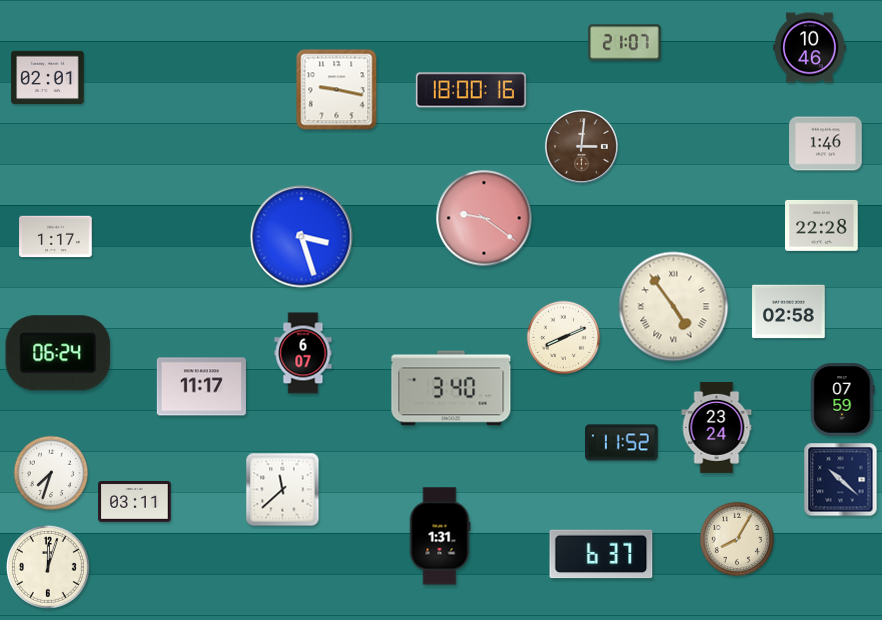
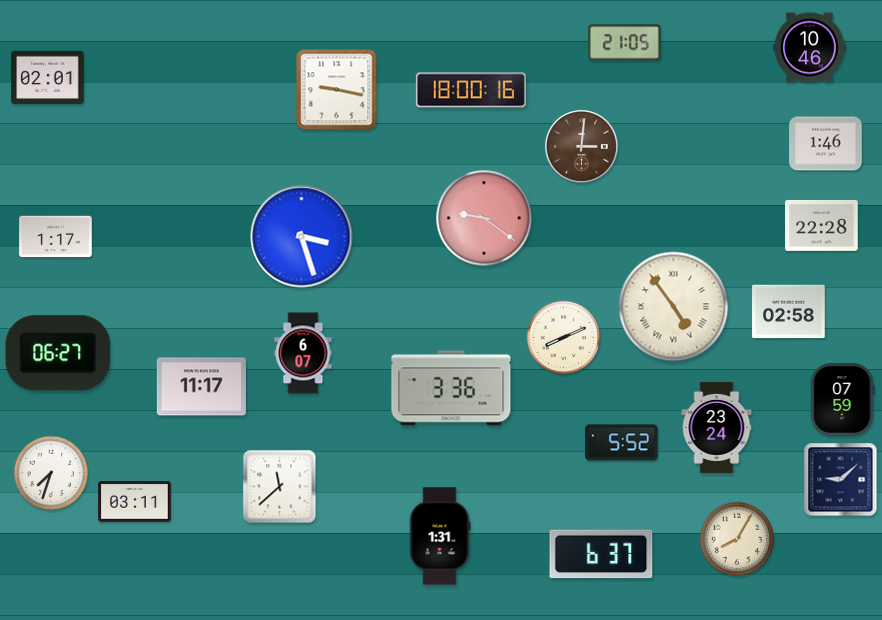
clock at (625, 43): 21:07 -> 21:05
clock at (58, 353): 06:24 -> 06:27
clock at (451, 388): 3:40 -> 3:36
clock at (622, 443): 11:52 -> 5:52
clock at (841, 480): 10:22 -> 9:08
clock at (283, 490) position: (283, 490) -> (280, 487)
clock at (48, 567): 12:03 -> none
